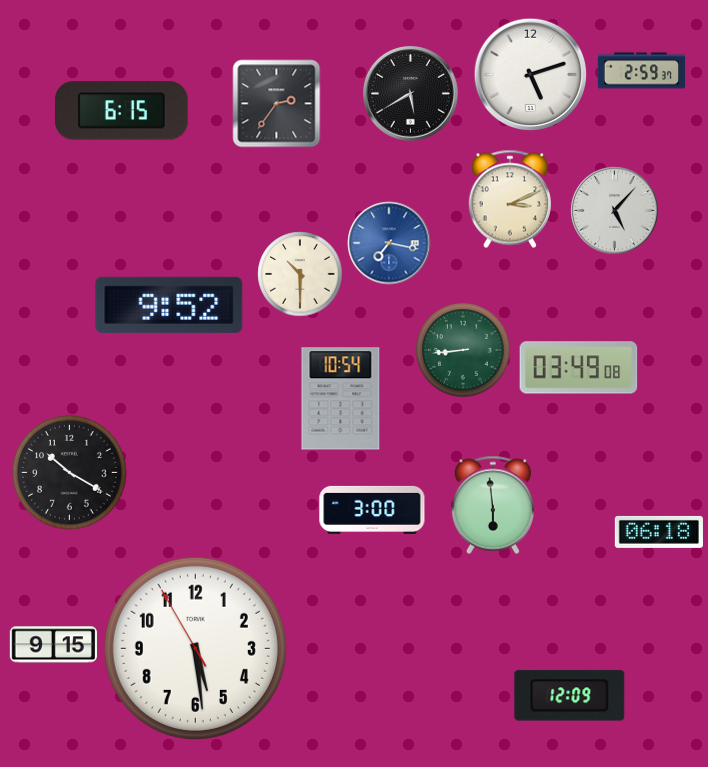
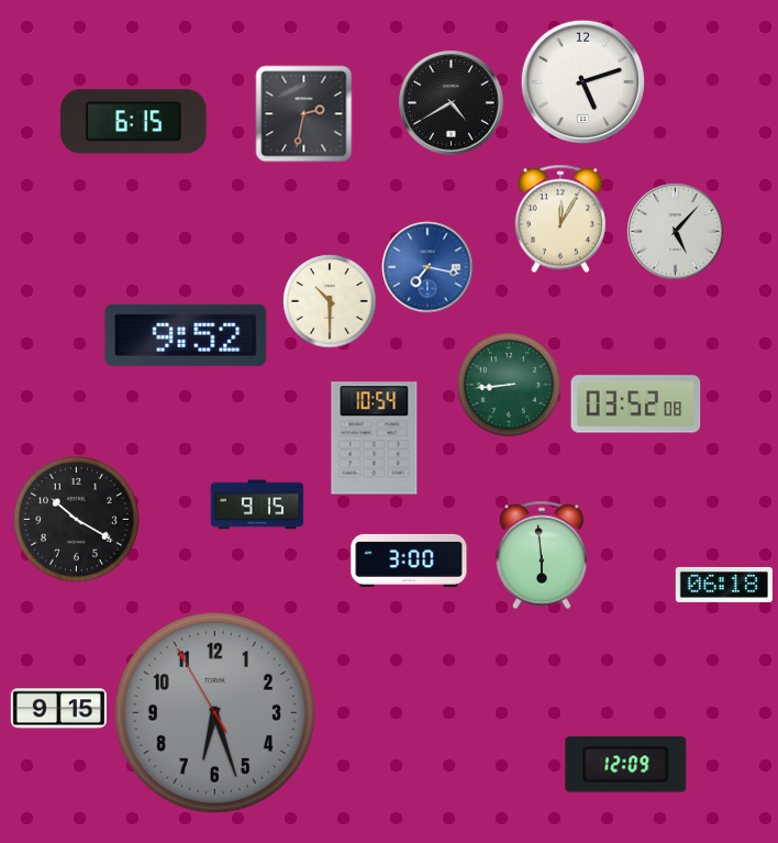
clock at (641, 71): 2:59 -> none
clock at (411, 94): 5:40 -> 4:40
clock at (277, 104): 2:36 -> 2:32
clock at (510, 199): 3:11 -> 12:05
clock at (579, 368): 03:49 -> 03:52
clock at (257, 504): none -> 9:15
clock at (195, 648): 5:28 -> 6:26
clock at (195, 648) dial: white -> grey
